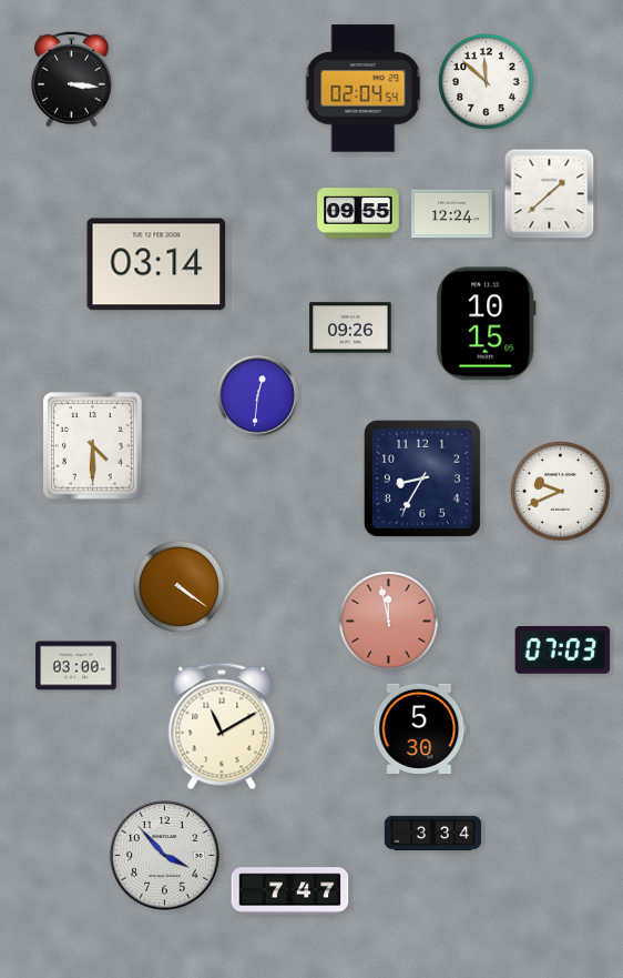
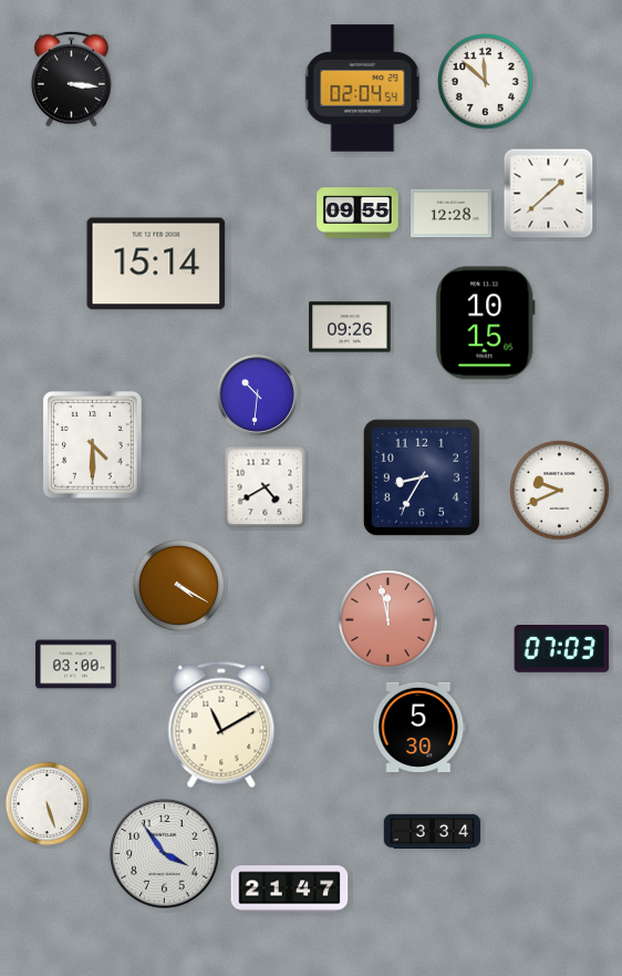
clock at (452, 214): 12:24 -> 12:28
clock at (156, 264): 03:14 -> 15:14
clock at (257, 395): 12:31 -> 10:31
clock at (266, 487): none -> 4:40
clock at (178, 586): 4:21 -> 4:20
clock at (48, 804): none -> 5:27
clock at (165, 856): 3:53 -> 3:54
clock at (290, 891): 7:47 -> 21:47
